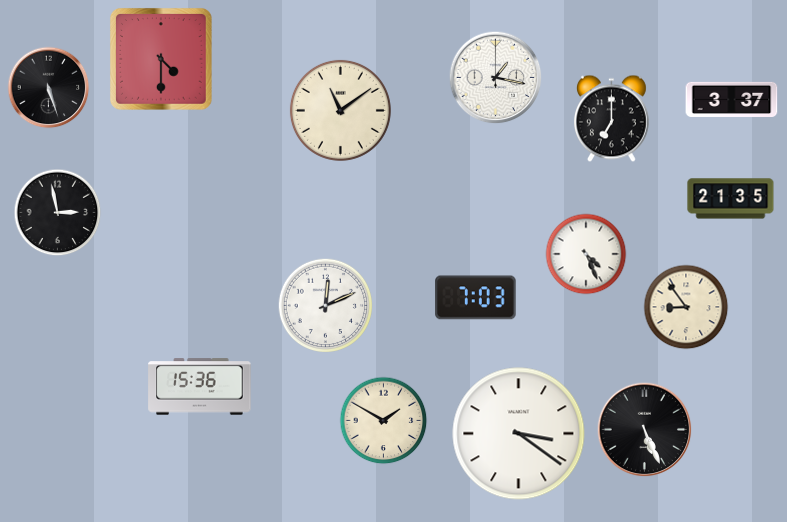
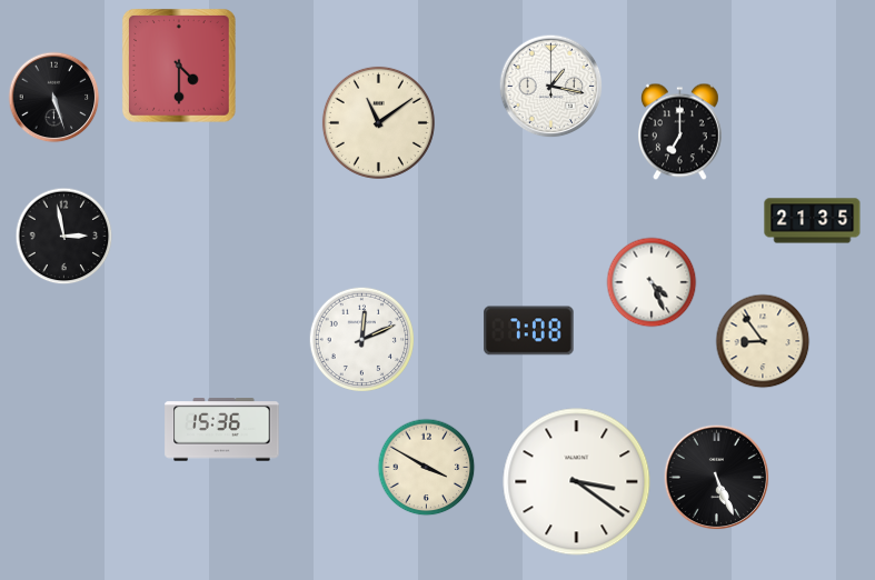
clock at (732, 99): 3:37 -> none
clock at (476, 298): 7:03 -> 7:08
clock at (384, 421): 1:50 -> 3:50
